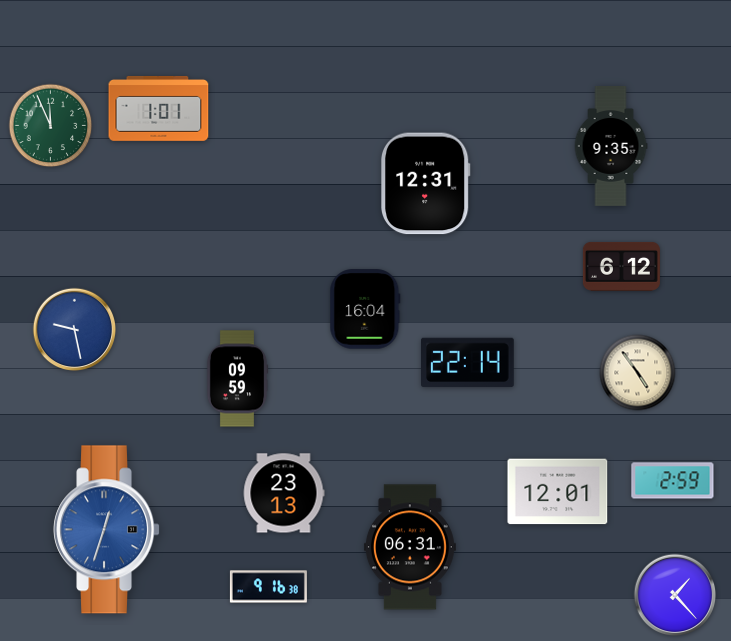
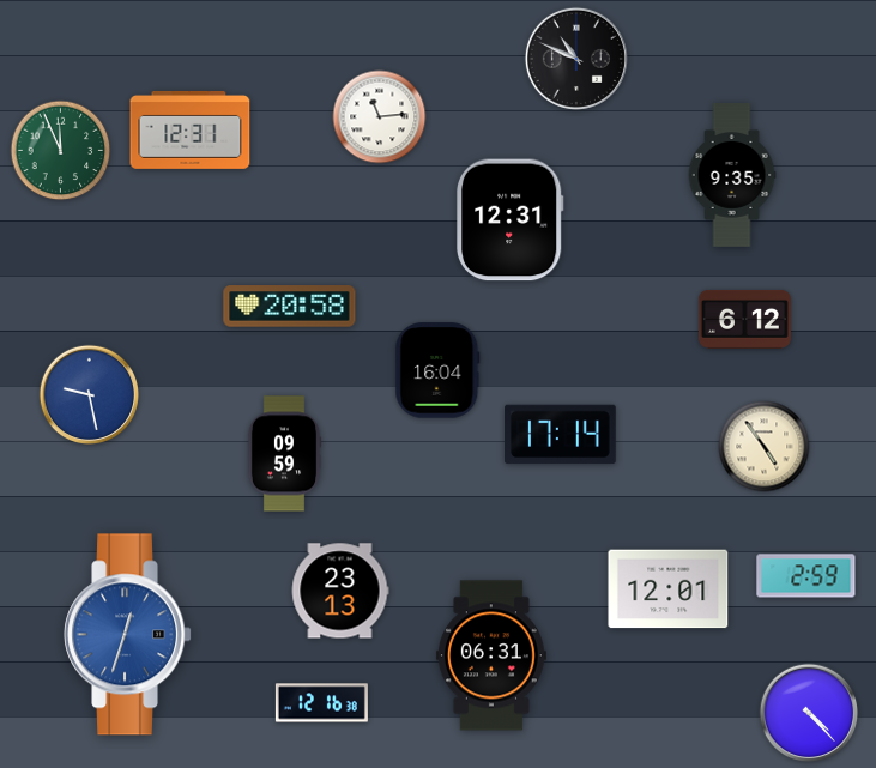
clock at (576, 59): none -> 10:49
clock at (380, 117): none -> 11:14
clock at (159, 108): 1:01 -> 12:31
clock at (290, 307): none -> 20:58
clock at (468, 363): 22:14 -> 17:14
clock at (268, 587): 9:16 -> 12:16
clock at (675, 595): 1:23 -> 4:23
